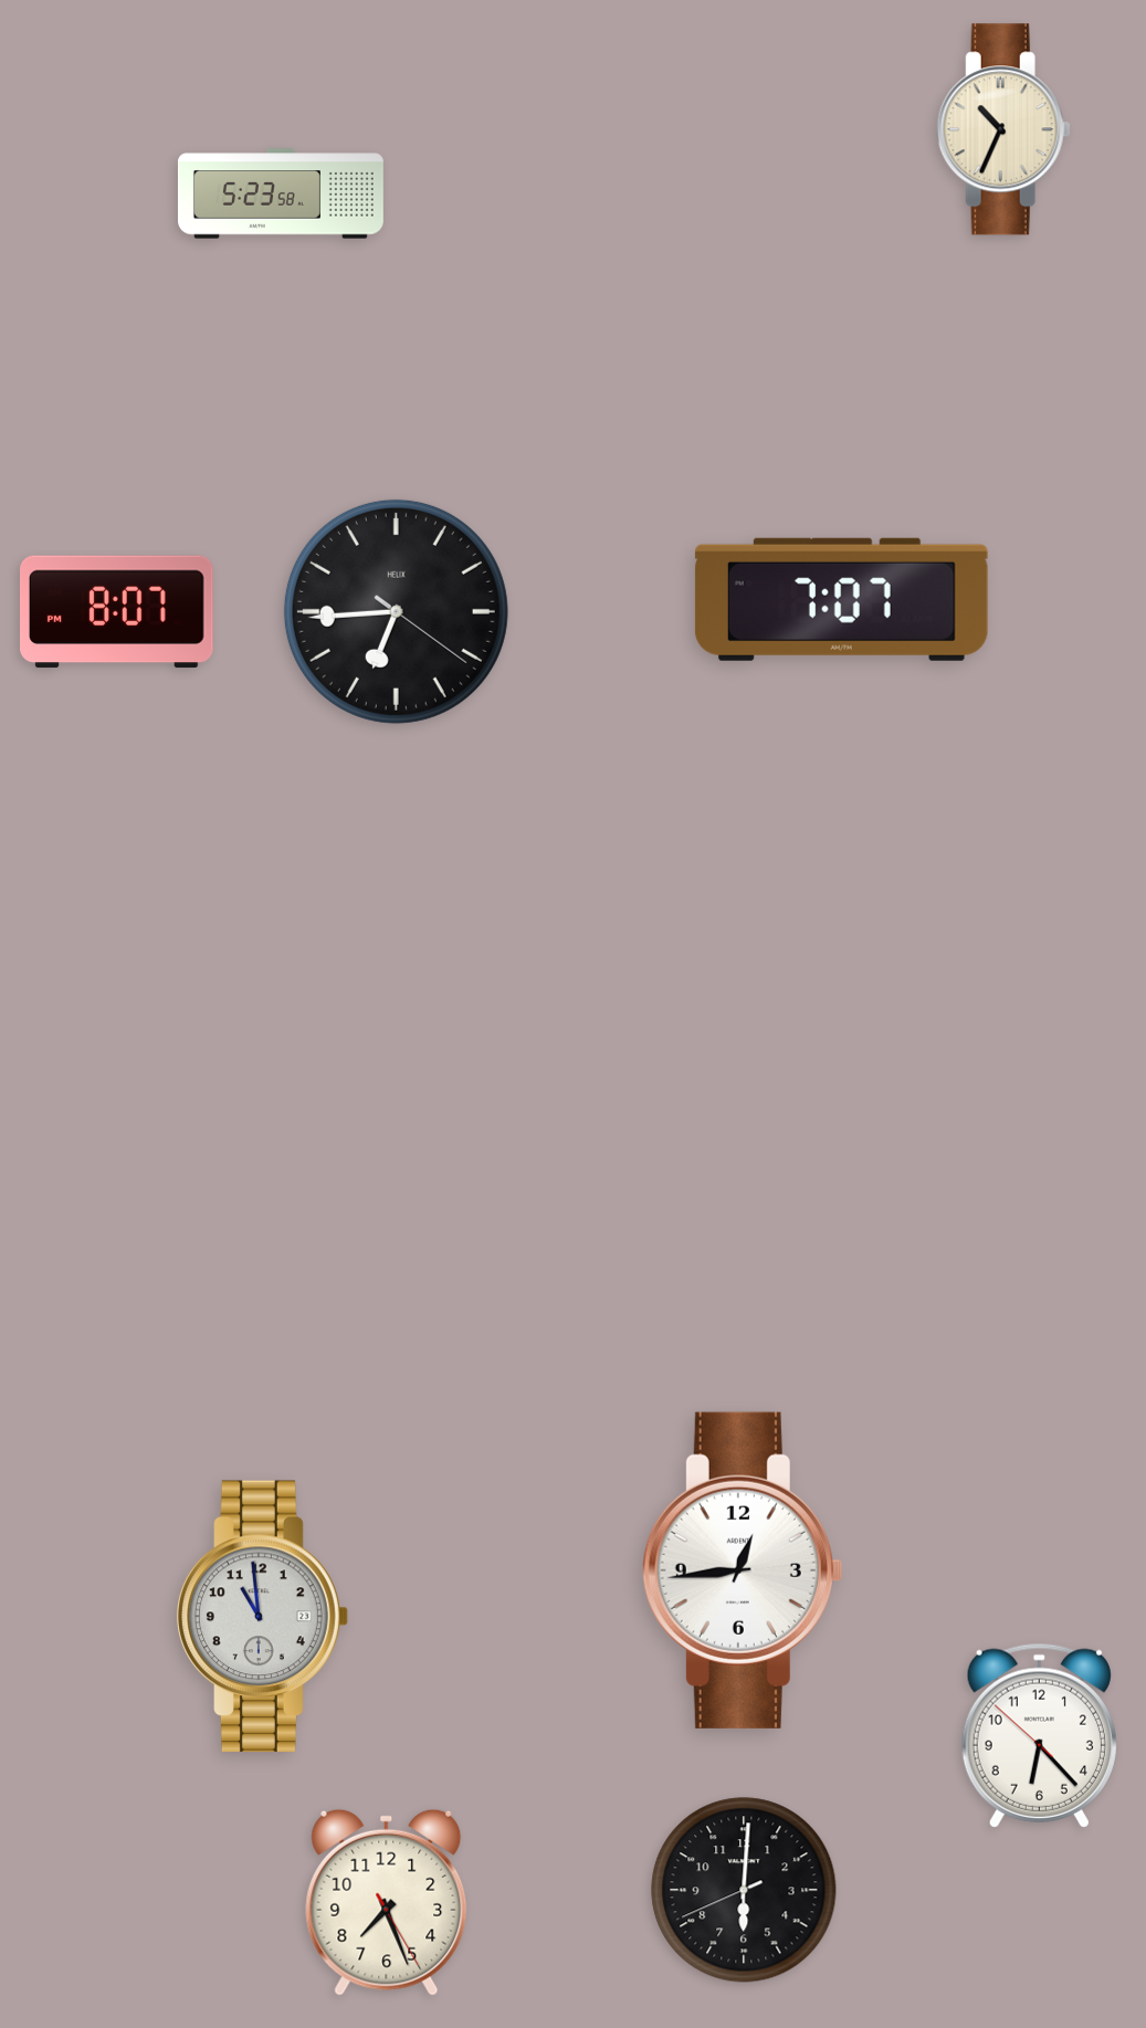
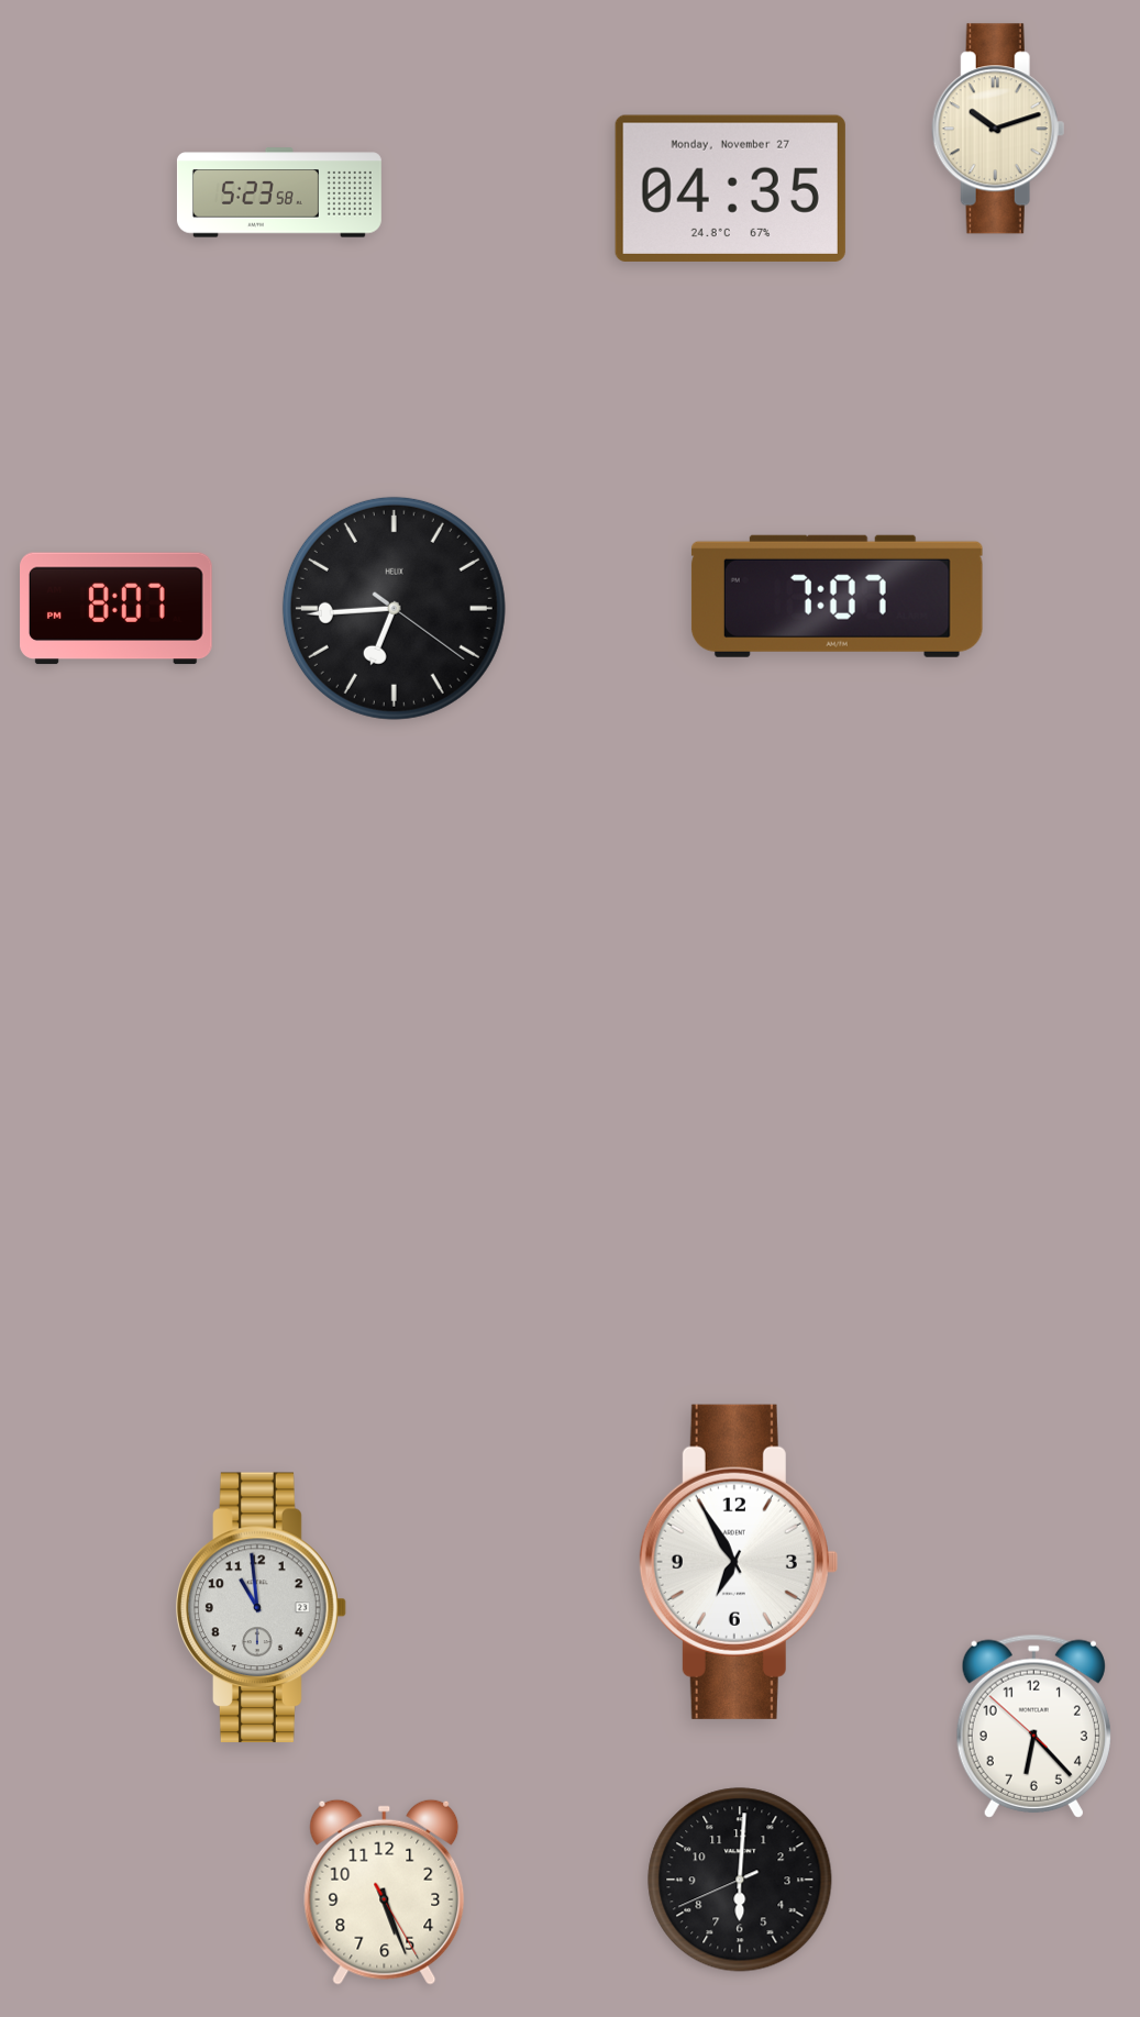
clock at (1003, 129): 10:34 -> 10:12
clock at (730, 188): none -> 04:35
clock at (742, 1570): 12:44 -> 6:55
clock at (387, 1902): 7:26 -> 5:26
